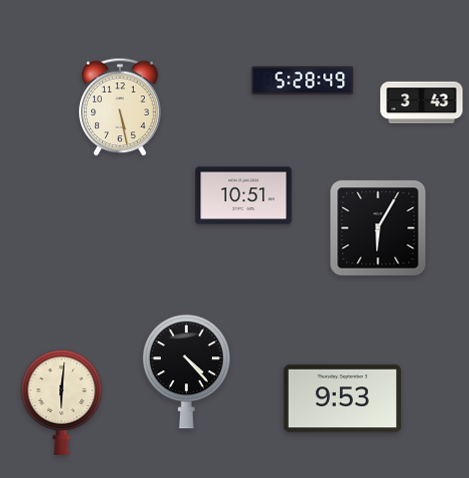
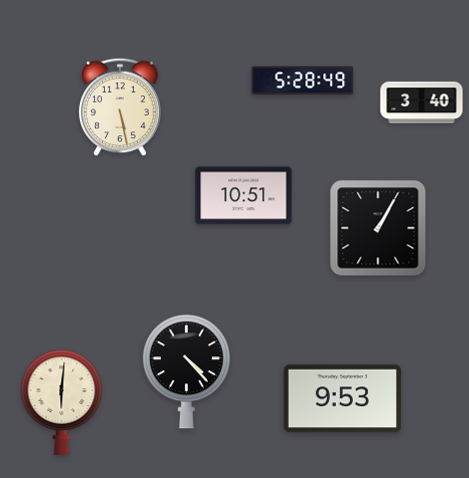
clock at (422, 103): 3:43 -> 3:40
clock at (378, 228): 6:05 -> 1:05
